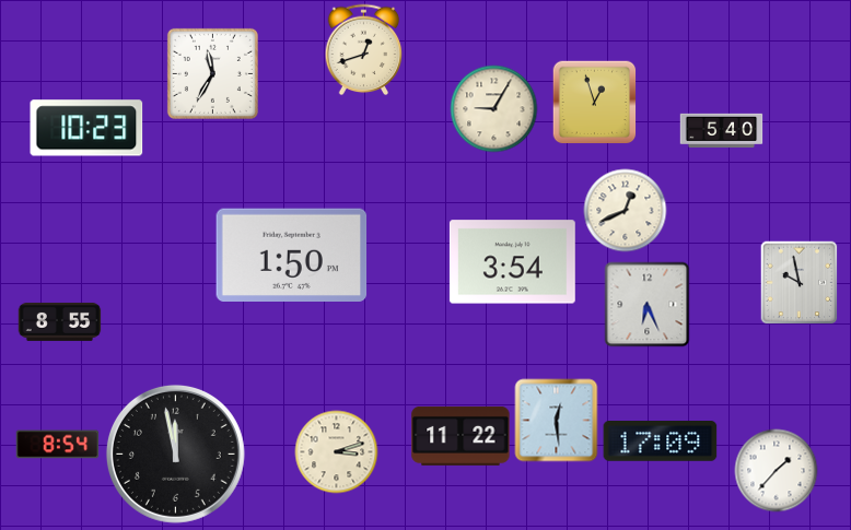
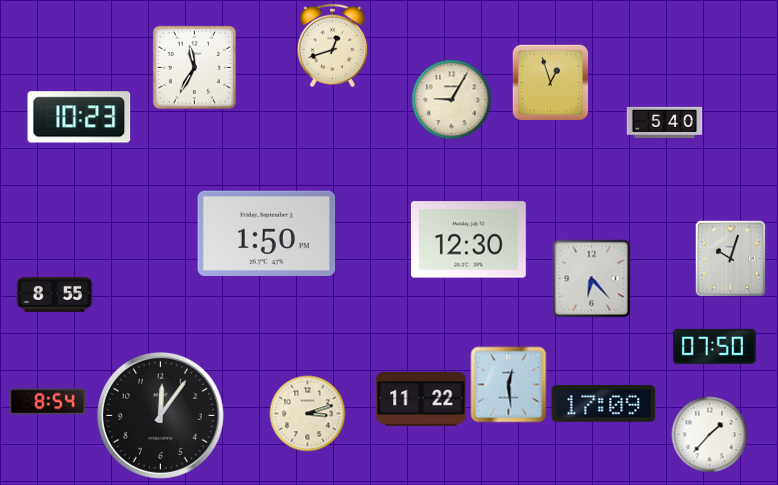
clock at (594, 102) position: (594, 102) -> (550, 82)
clock at (722, 130) position: (722, 130) -> (665, 122)
clock at (626, 211): 12:41 -> none
clock at (512, 262): 3:54 -> 12:30
clock at (800, 283): 9:58 -> 10:03
clock at (648, 305): 6:26 -> 6:23
clock at (714, 346): none -> 07:50
clock at (58, 445) position: (58, 445) -> (48, 402)
clock at (175, 454): 11:58 -> 12:06
clock at (777, 471) position: (777, 471) -> (710, 435)
